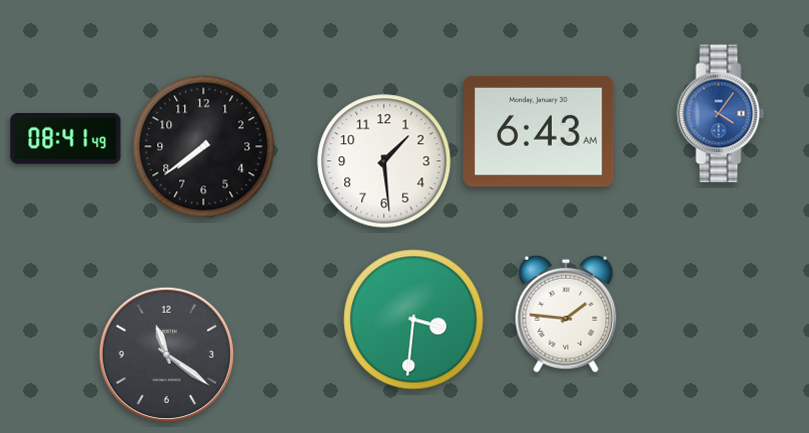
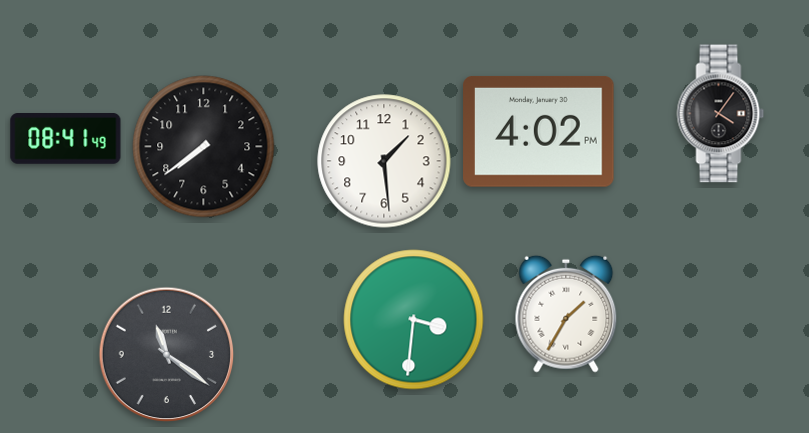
clock at (721, 114) dial: blue -> black
clock at (539, 131): 6:43 -> 4:02
clock at (566, 314): 1:46 -> 1:35
